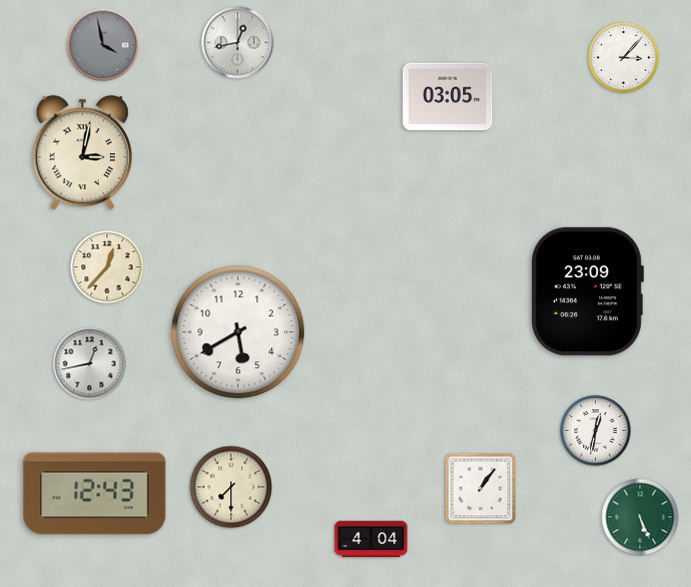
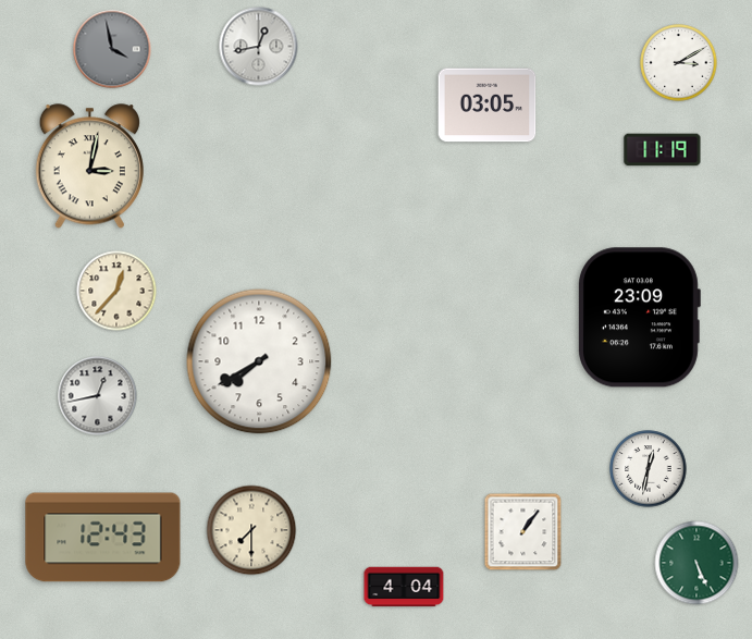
clock at (624, 58): 3:07 -> 3:10
clock at (663, 150): none -> 11:19
clock at (238, 332): 5:40 -> 7:40
